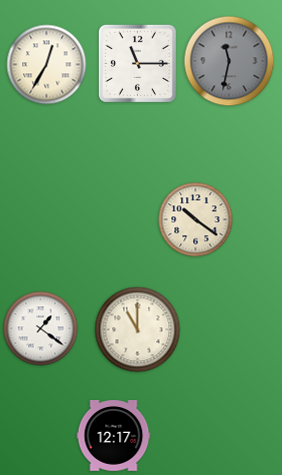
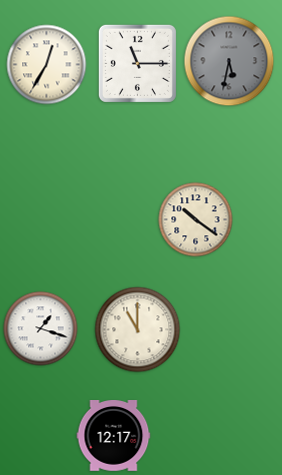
clock at (229, 61): 11:32 -> 5:32
clock at (41, 329): 1:21 -> 1:18
